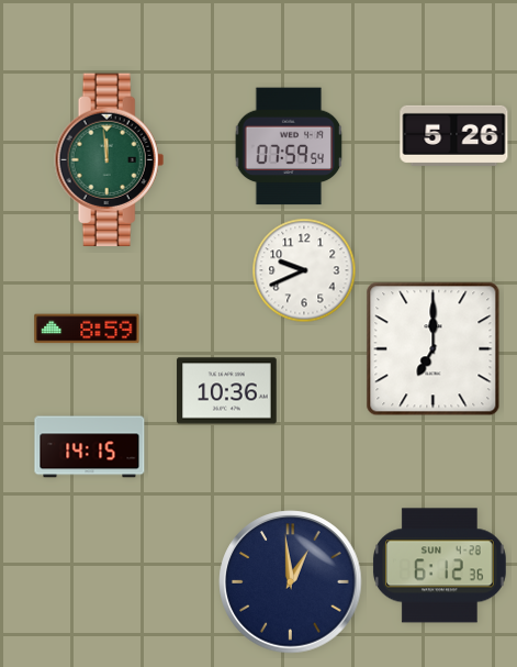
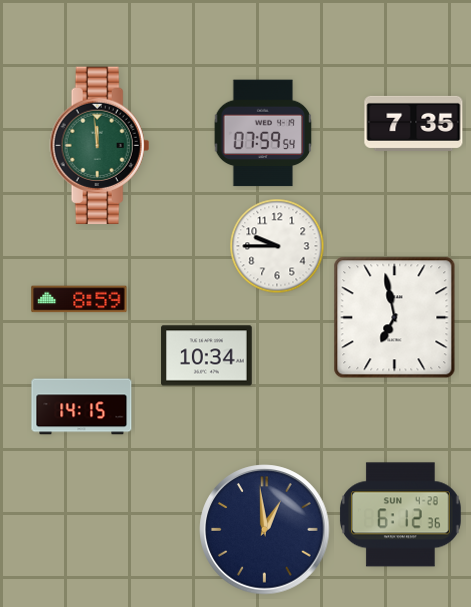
clock at (454, 135): 5:26 -> 7:35
clock at (304, 270): 9:41 -> 9:45
clock at (434, 349): 7:00 -> 6:58
clock at (227, 391): 10:36 -> 10:34
